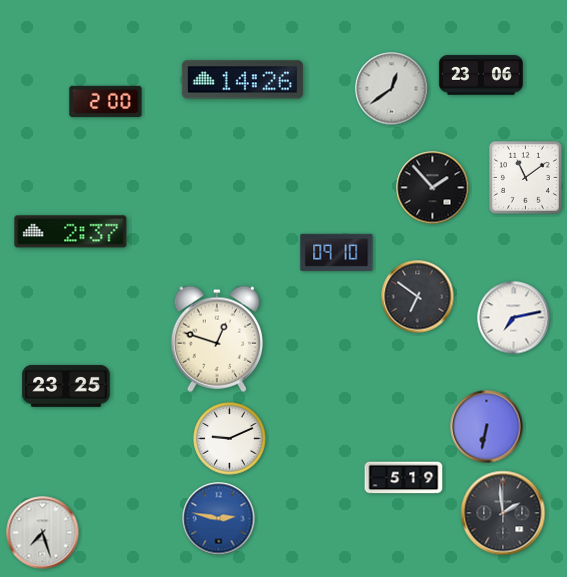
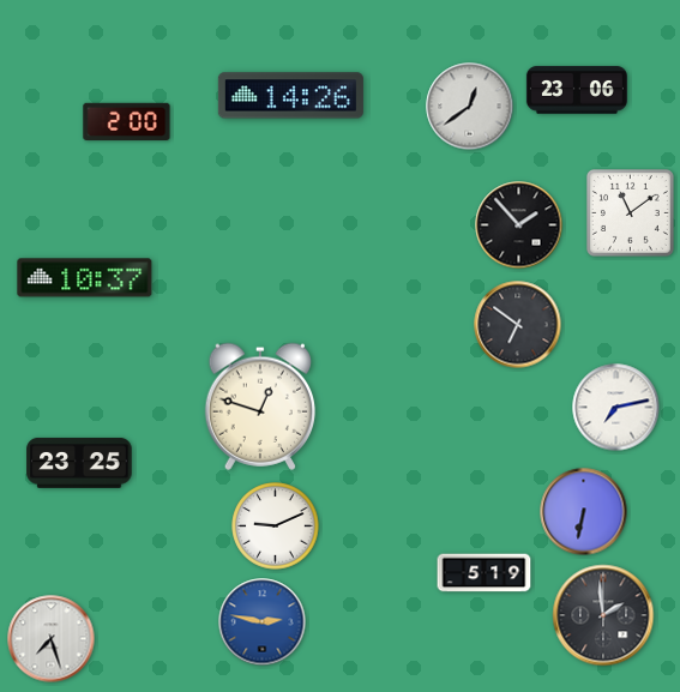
clock at (71, 232): 2:37 -> 10:37
clock at (337, 252): 09:10 -> none
clock at (418, 297) position: (418, 297) -> (518, 325)
clock at (514, 318) position: (514, 318) -> (616, 408)
